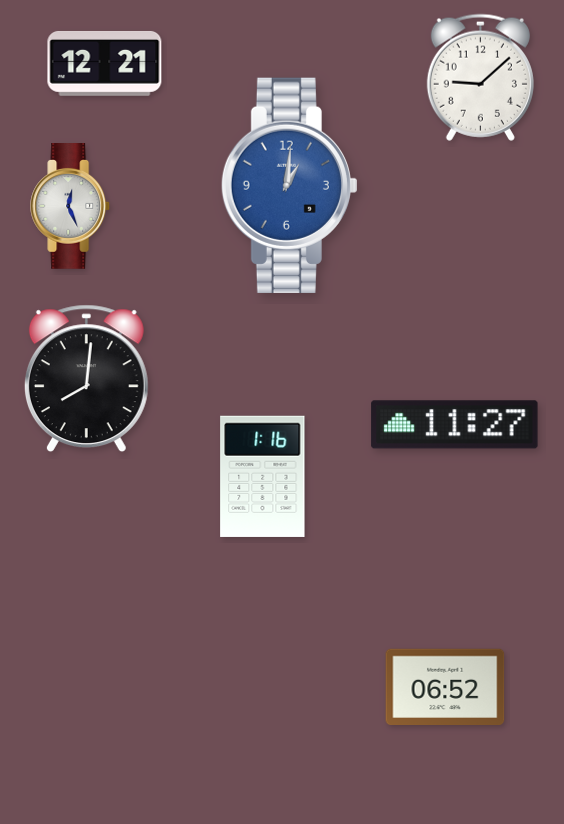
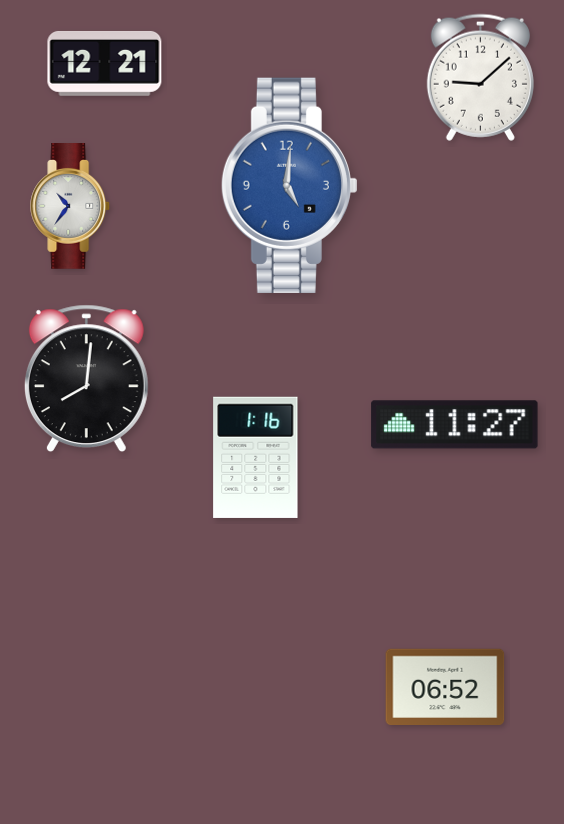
clock at (289, 185): 1:01 -> 5:01
clock at (71, 207): 12:26 -> 10:36
clock at (263, 476) position: (263, 476) -> (256, 457)
